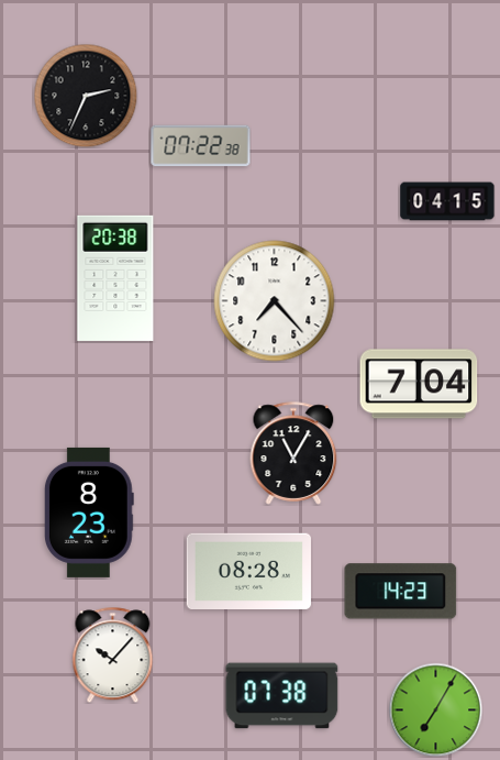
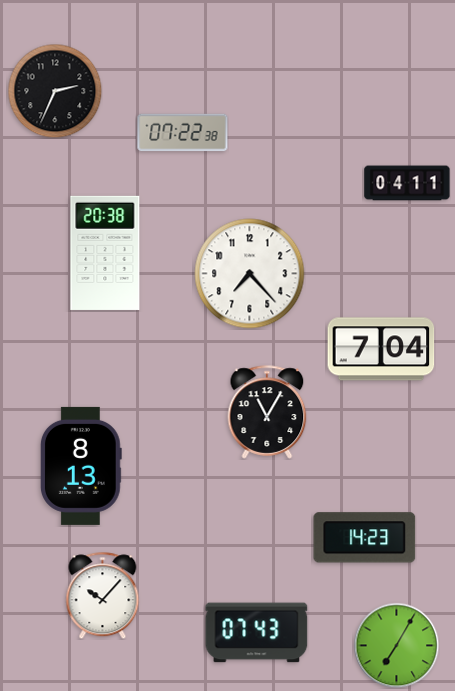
clock at (86, 96) position: (86, 96) -> (55, 91)
clock at (447, 201): 04:15 -> 04:11
clock at (89, 513): 8:23 -> 8:13
clock at (248, 571): 08:28 -> none
clock at (282, 696): 07:38 -> 07:43
